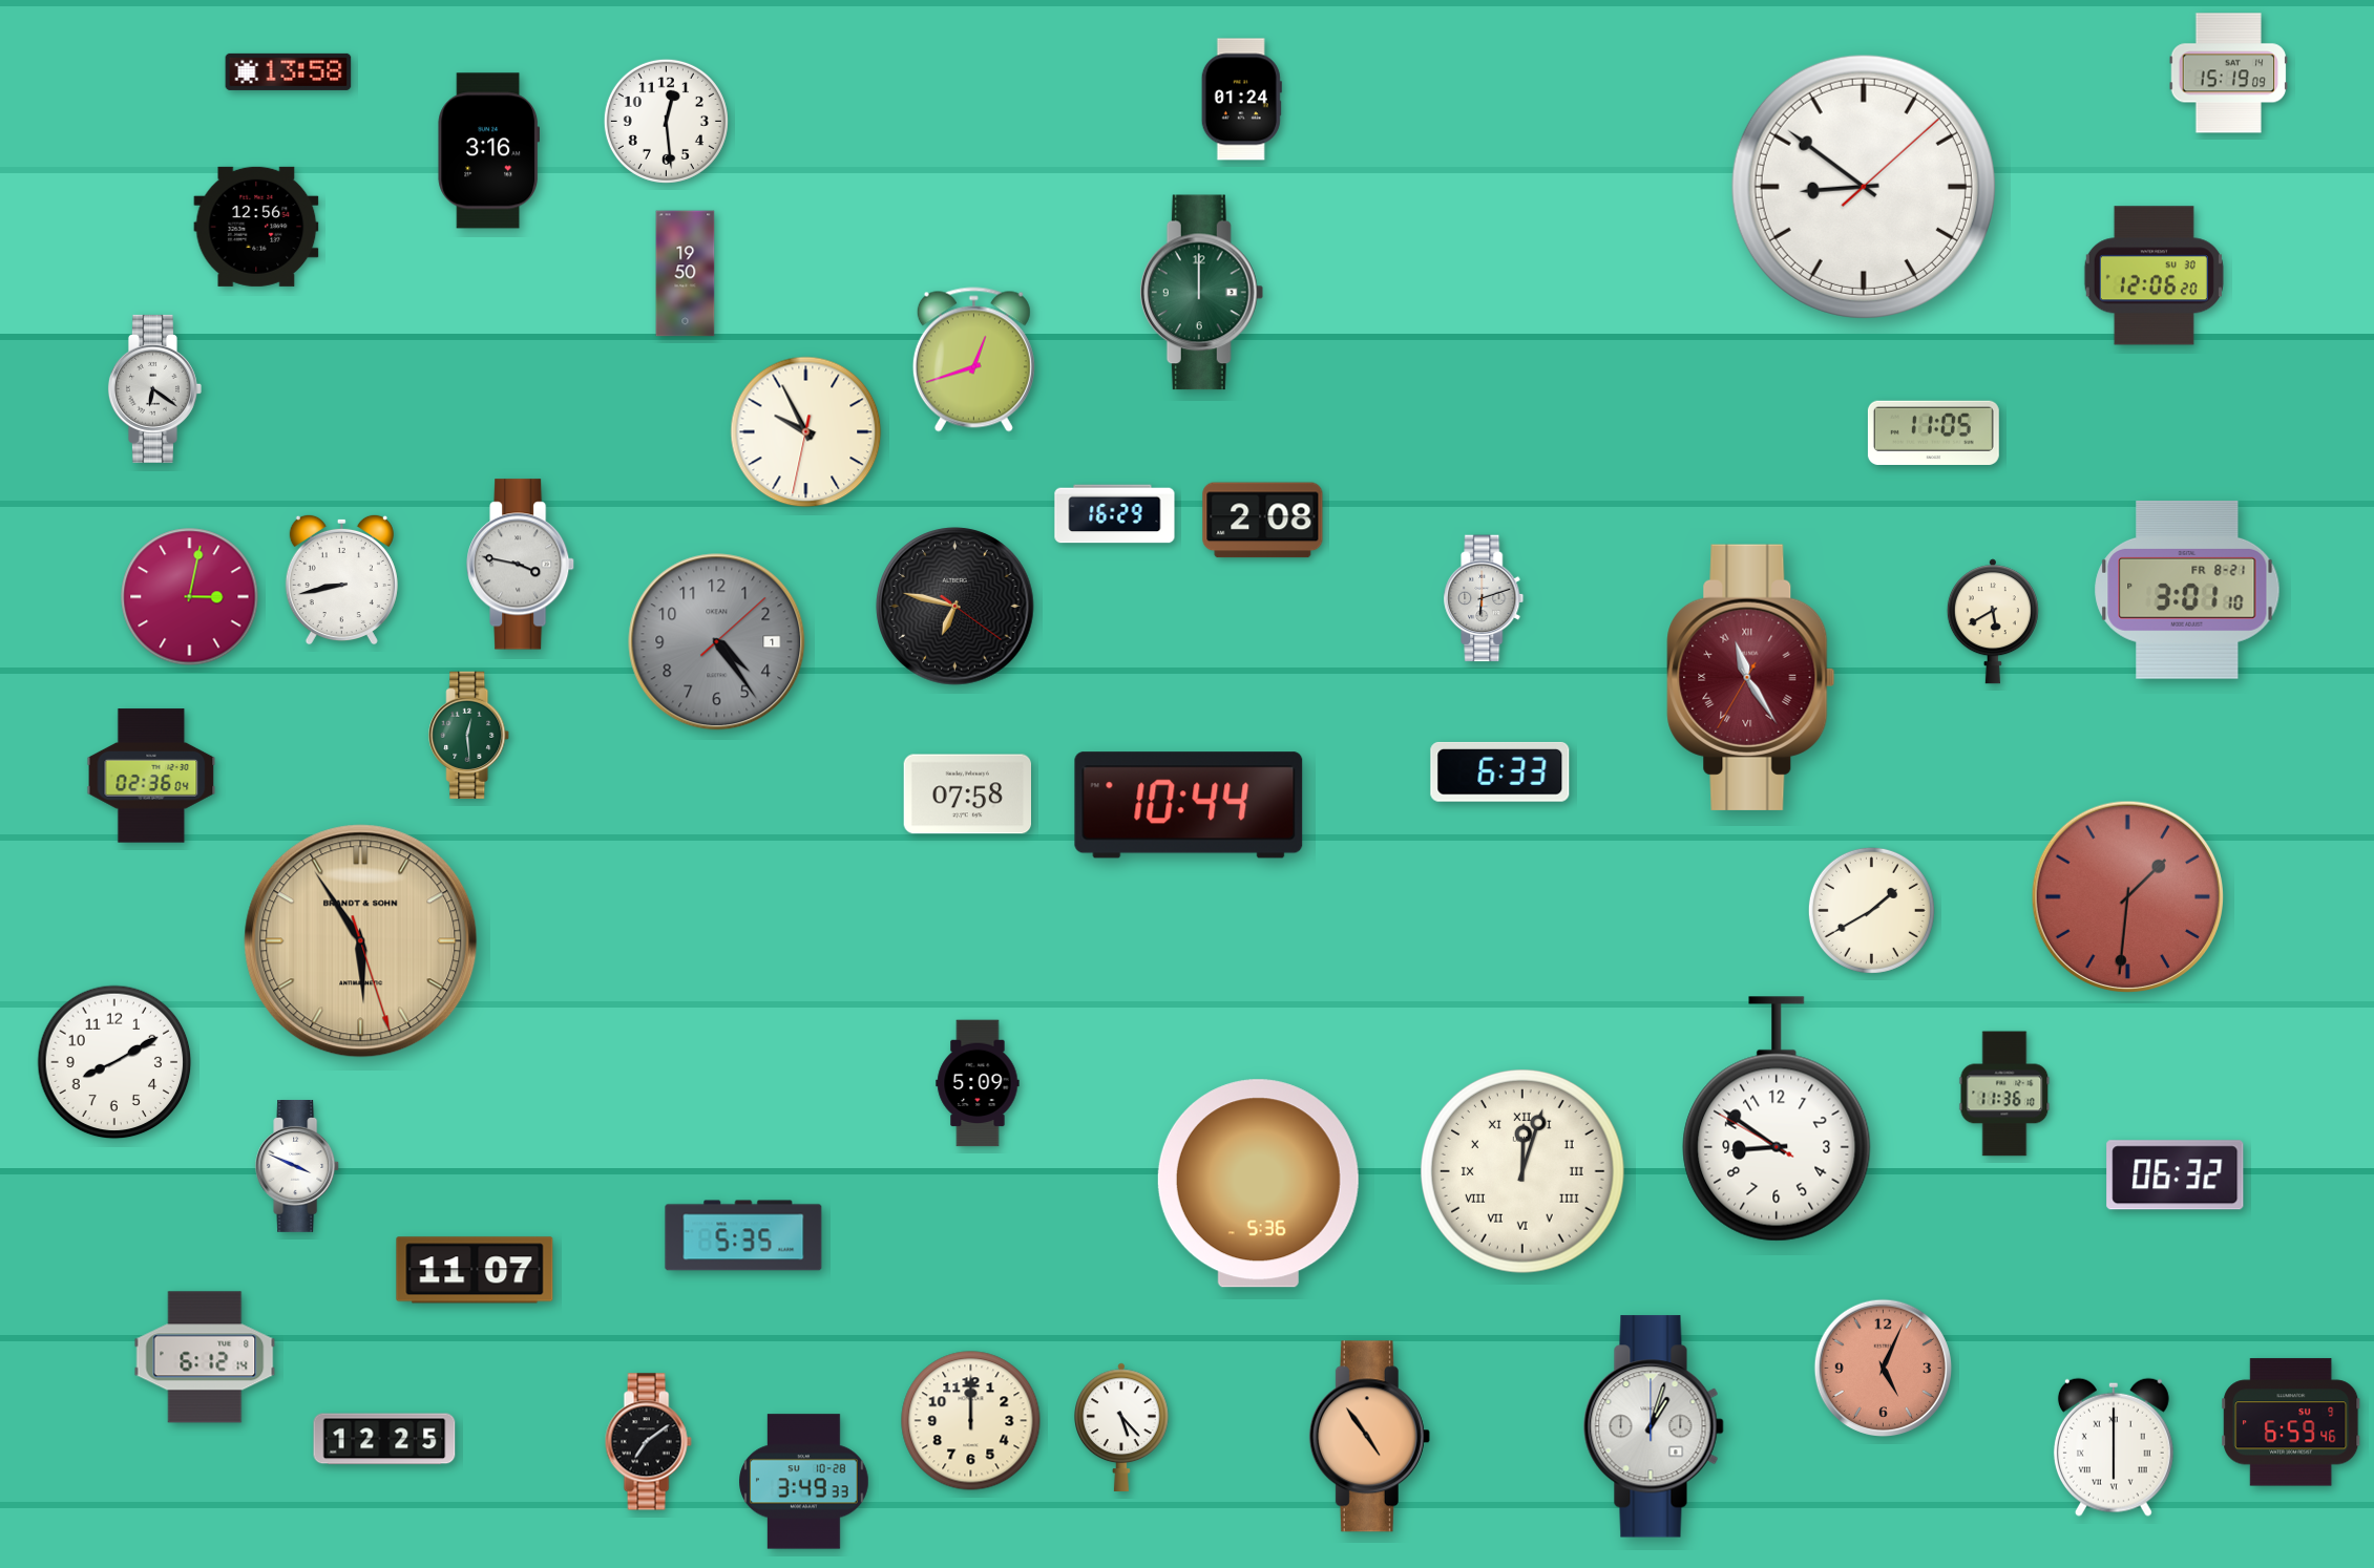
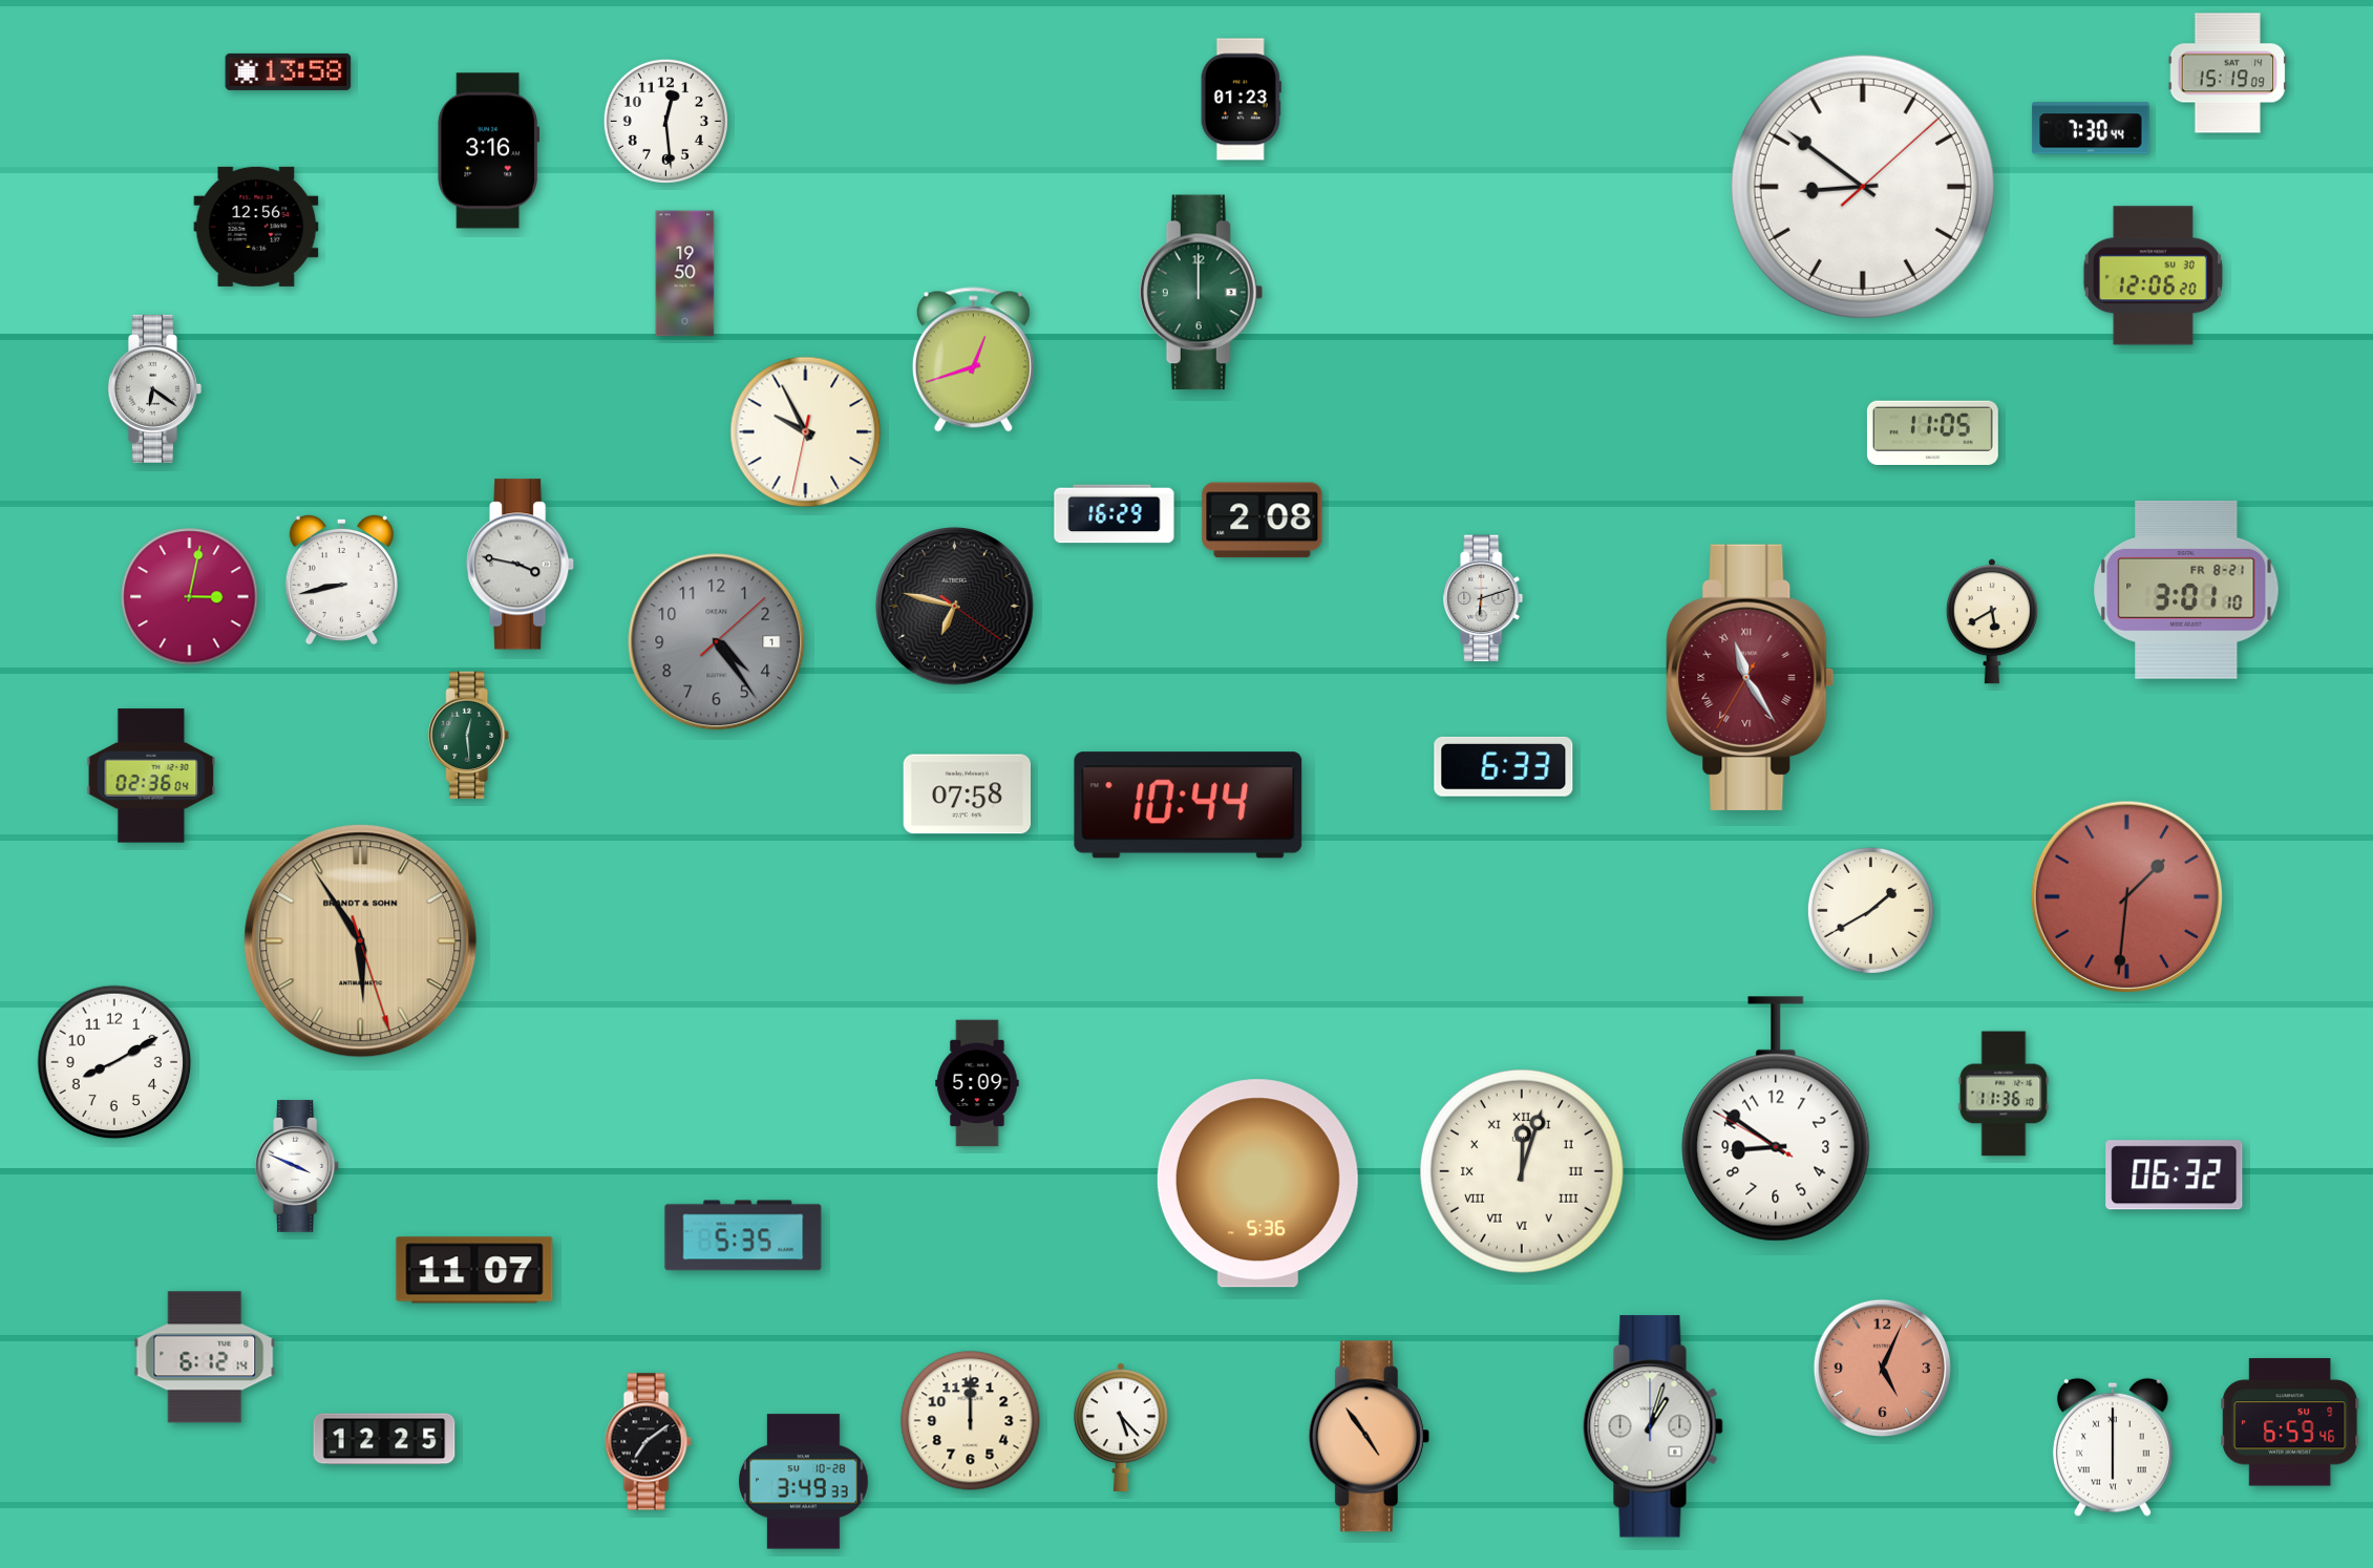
clock at (1241, 100): 01:24 -> 01:23
clock at (2091, 128): none -> 7:30
clock at (1500, 771) position: (1500, 771) -> (1504, 766)
